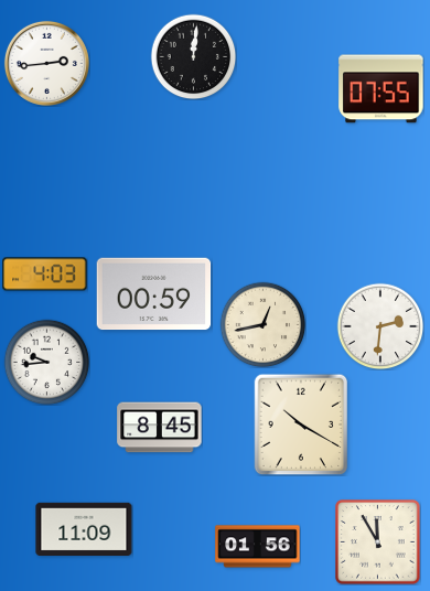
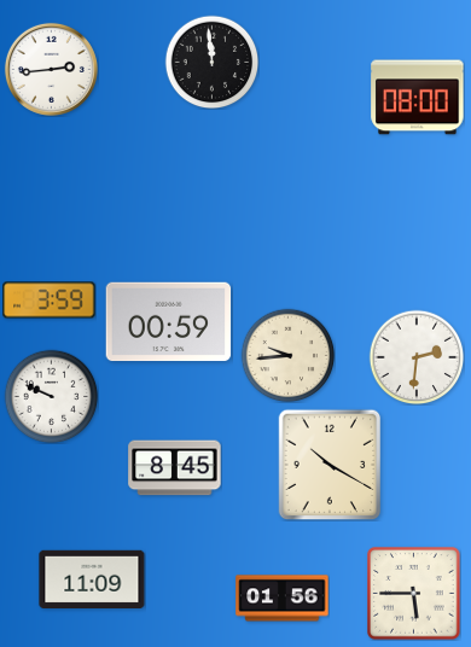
clock at (193, 56): 12:01 -> 11:59
clock at (381, 89): 07:55 -> 08:00
clock at (45, 275): 4:03 -> 3:59
clock at (262, 324): 12:43 -> 9:44
clock at (46, 362): 9:44 -> 9:49
clock at (378, 542): 11:55 -> 5:45
